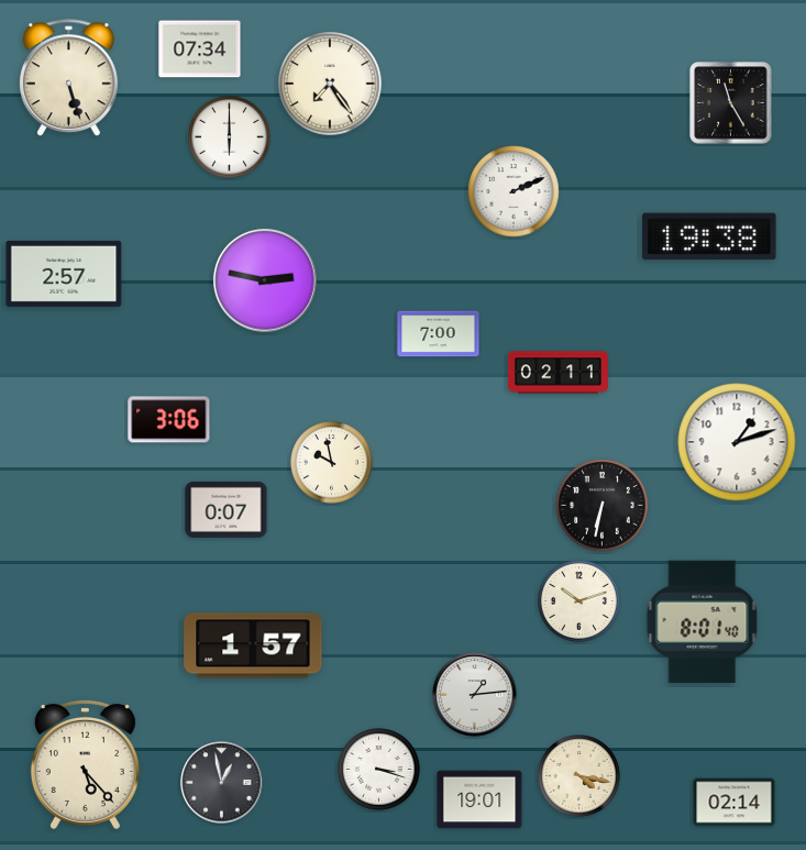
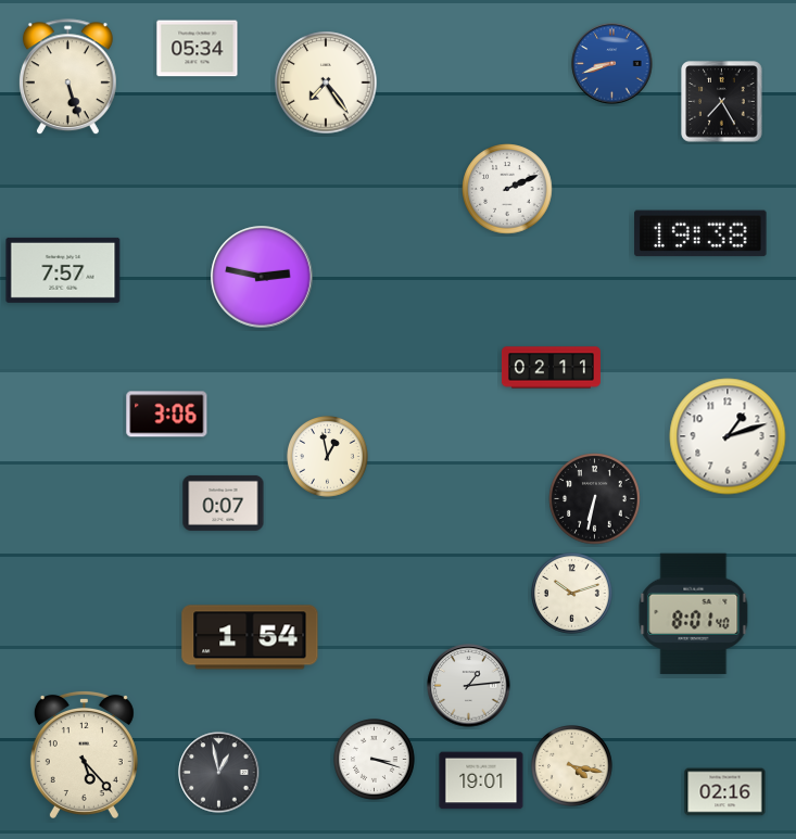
clock at (200, 49): 07:34 -> 05:34
clock at (612, 64): none -> 8:42
clock at (731, 103): 11:25 -> 7:25
clock at (230, 137): 6:00 -> none
clock at (64, 274): 2:57 -> 7:57
clock at (439, 334): 7:00 -> none
clock at (332, 463): 9:58 -> 12:58
clock at (253, 645): 1:57 -> 1:54
clock at (479, 799) position: (479, 799) -> (481, 780)
clock at (735, 803): 02:14 -> 02:16
